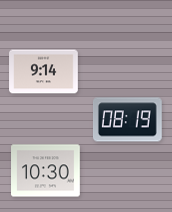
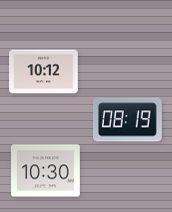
clock at (44, 72): 9:14 -> 10:12
